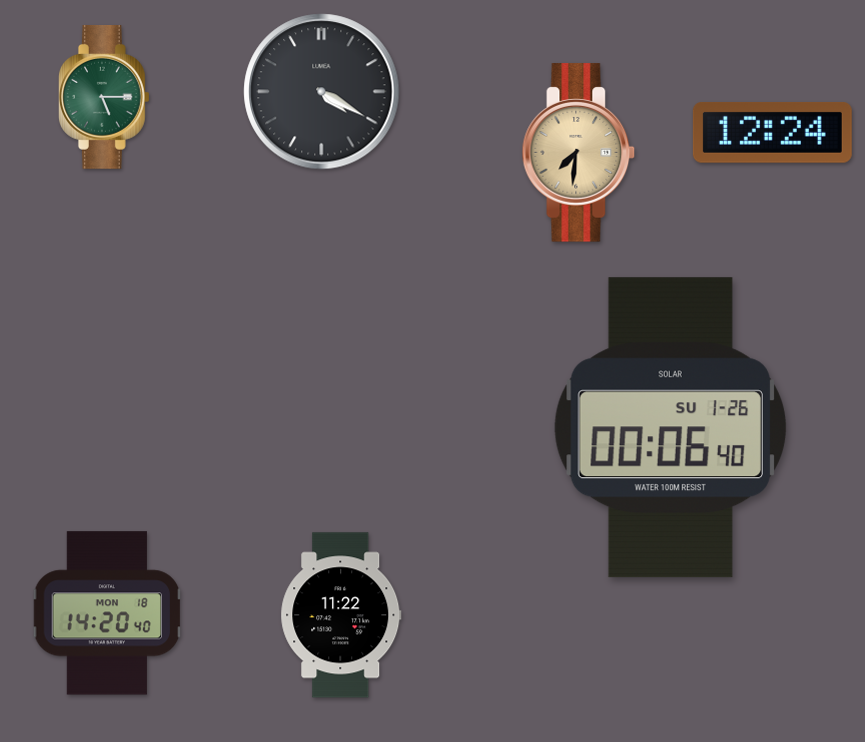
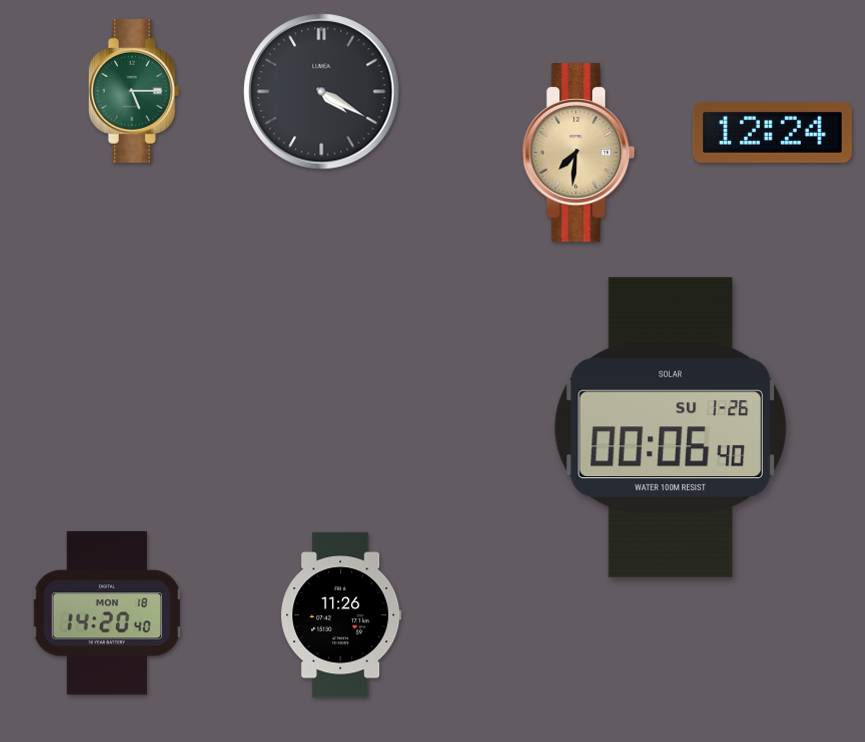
clock at (104, 98) position: (104, 98) -> (134, 92)
clock at (341, 615): 11:22 -> 11:26
